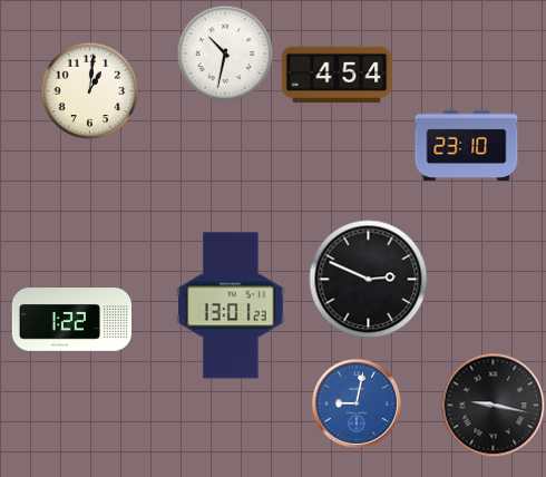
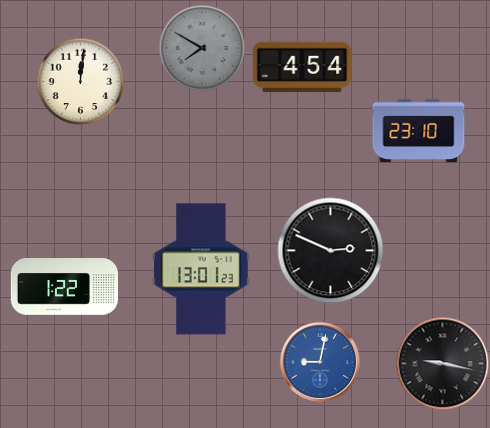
clock at (225, 53): 10:32 -> 7:50
clock at (225, 53) dial: white -> grey
clock at (89, 90): 1:01 -> 12:01
clock at (231, 305) position: (231, 305) -> (201, 269)
